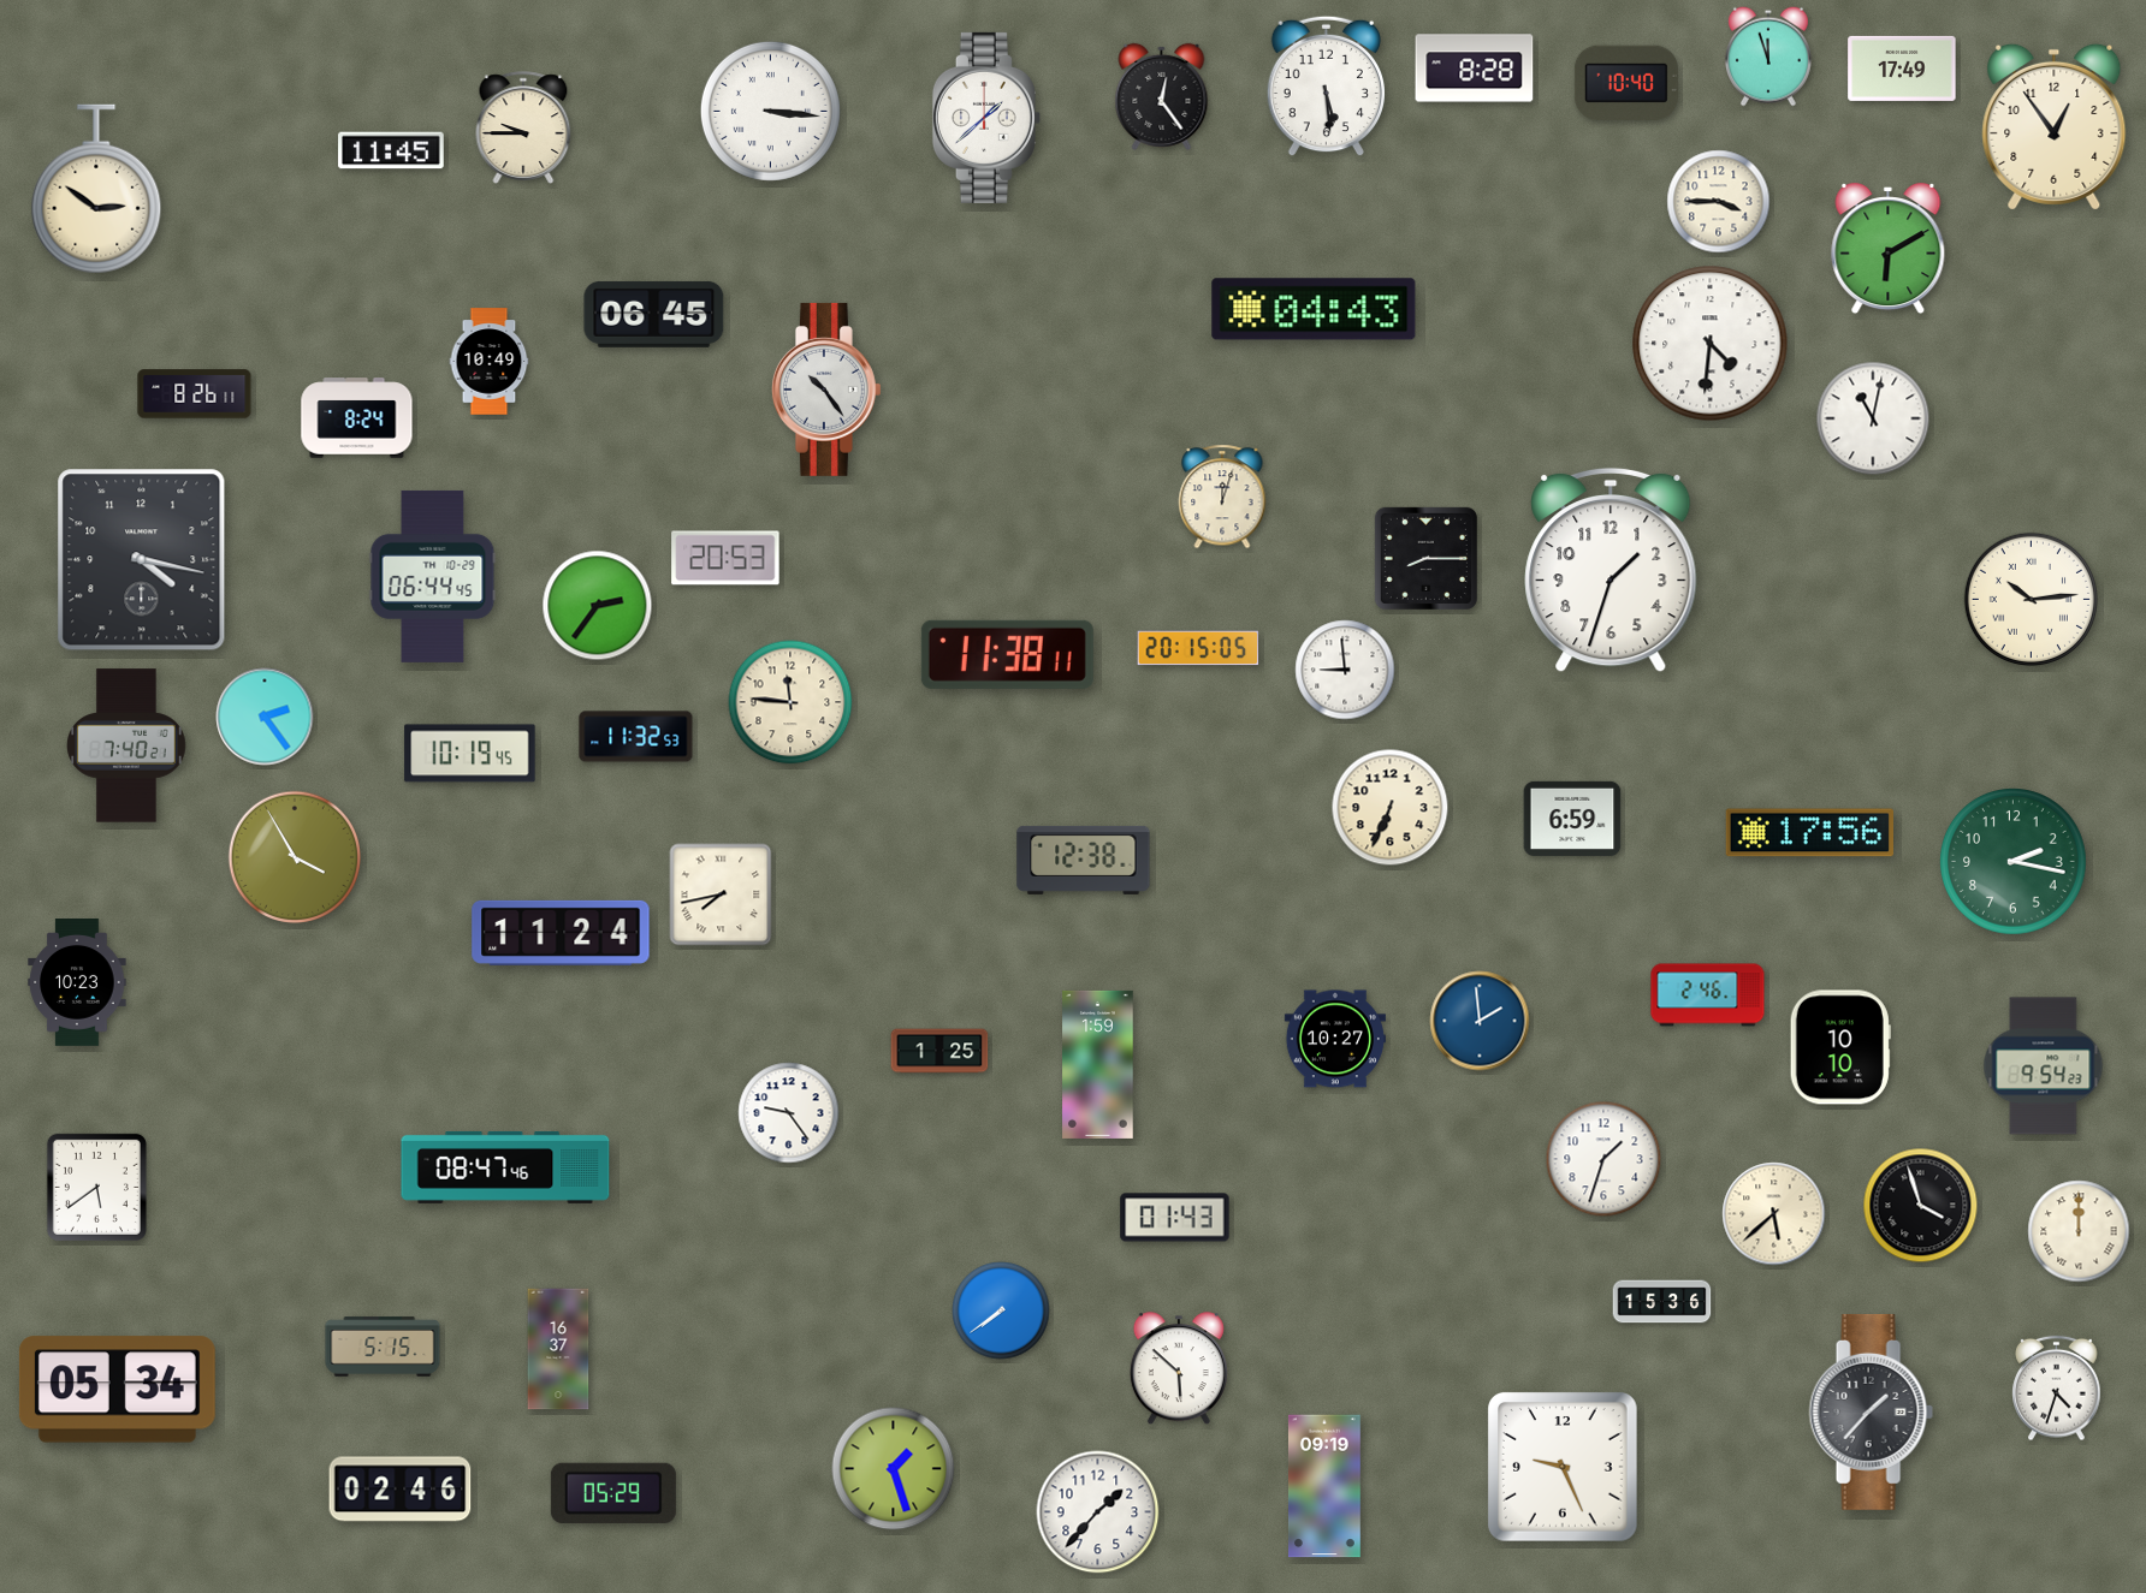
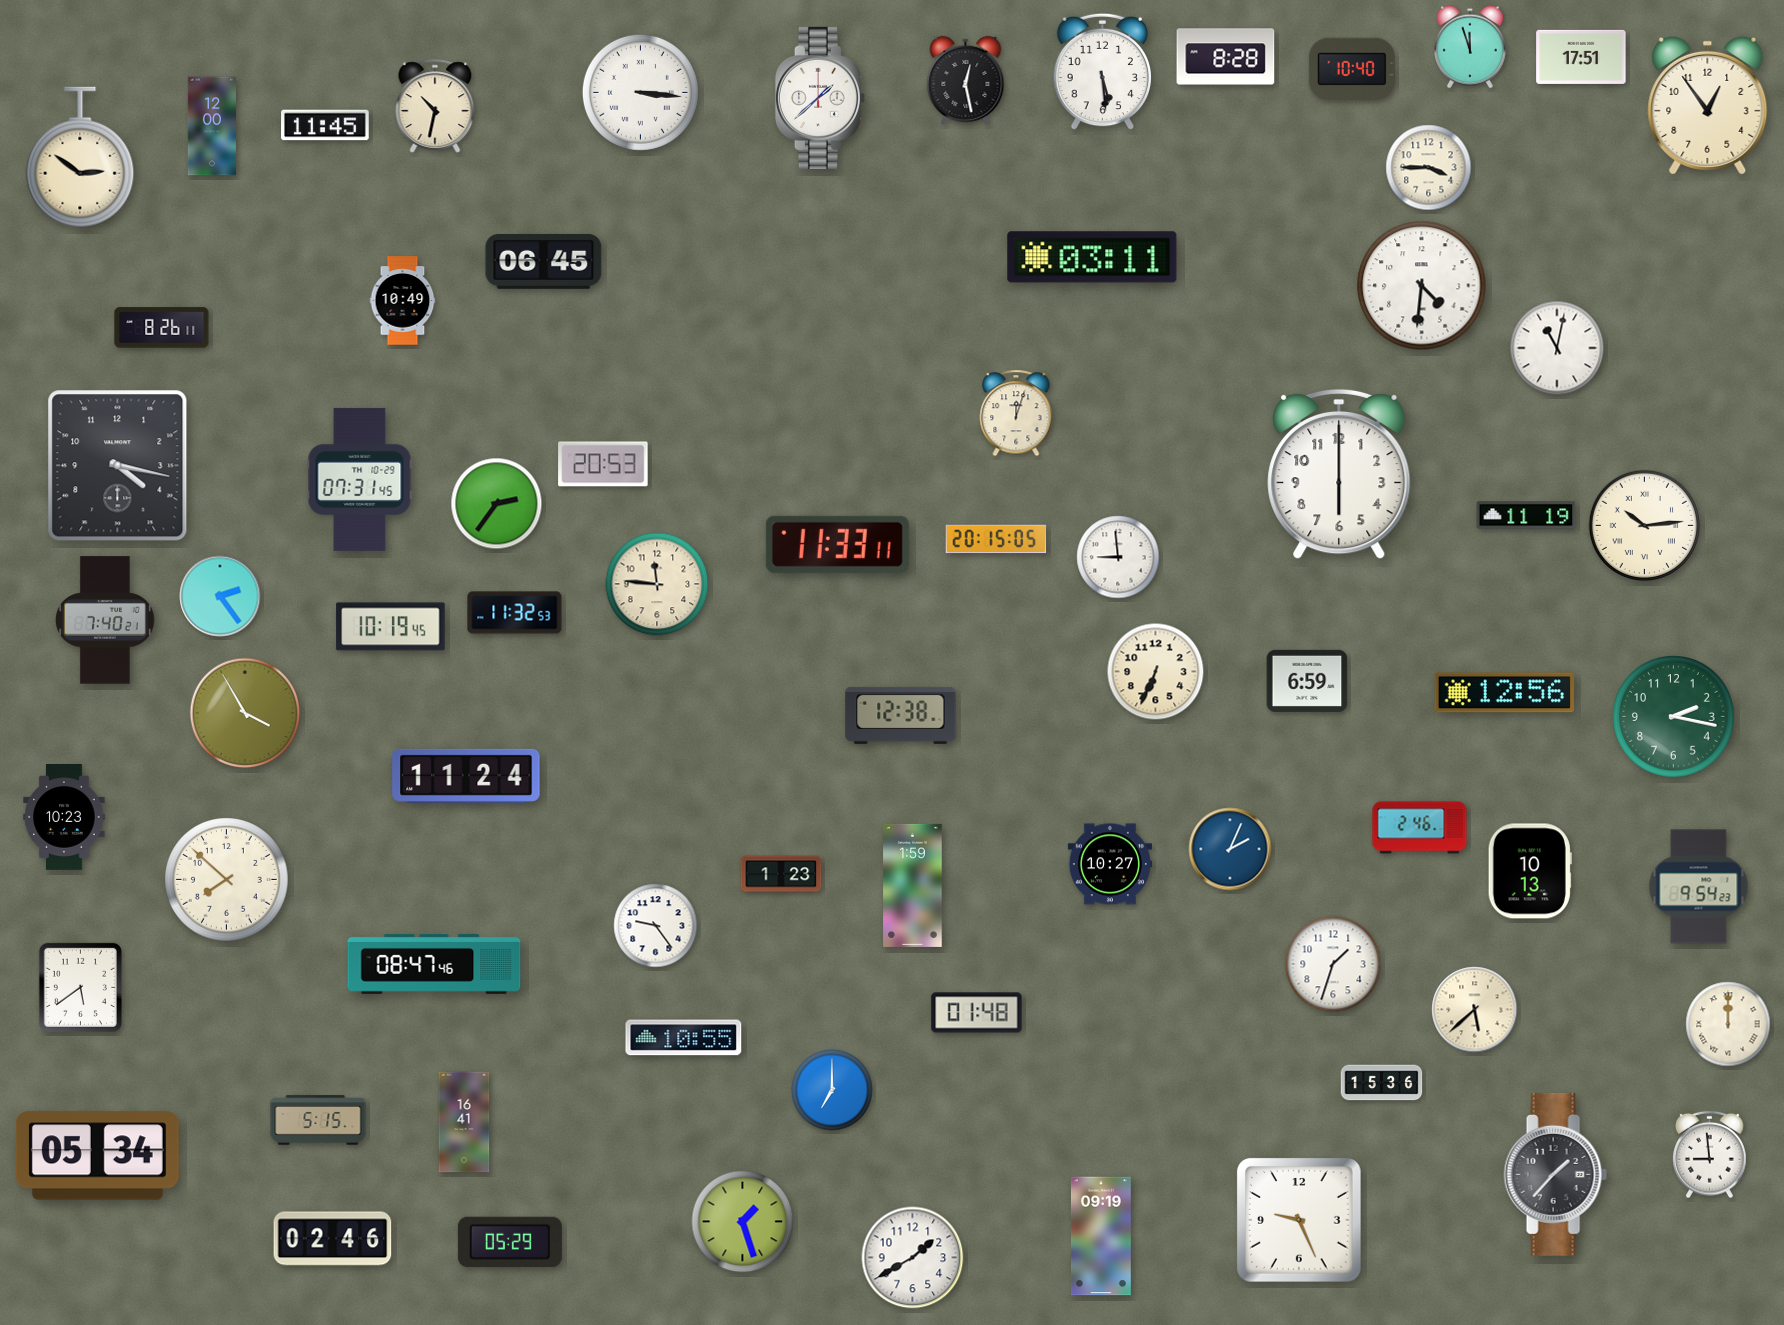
clock at (1902, 69): 17:49 -> 17:51
clock at (1162, 96): 12:24 -> 12:28
clock at (523, 127): 9:45 -> 10:32
clock at (212, 126): none -> 12:00
clock at (1889, 250): 6:10 -> none
clock at (1314, 309): 04:43 -> 03:11
clock at (490, 362) position: (490, 362) -> (403, 301)
clock at (826, 390): 10:24 -> none
clock at (357, 418): 8:24 -> none
clock at (1425, 558): 8:15 -> none
clock at (1611, 570): 1:33 -> 6:00
clock at (433, 576): 06:44 -> 07:31
clock at (2031, 599) position: (2031, 599) -> (1644, 525)
clock at (1526, 515): none -> 11:19
clock at (1007, 654): 11:38 -> 11:33
clock at (636, 737) position: (636, 737) -> (515, 613)
clock at (1809, 833): 17:56 -> 12:56
clock at (721, 894): 7:43 -> none
clock at (1480, 1021): 1:59 -> 2:04
clock at (1840, 1047): 10:10 -> 10:13
clock at (939, 1051): 1:25 -> 1:23
clock at (227, 880): none -> 7:52
clock at (505, 1167) position: (505, 1167) -> (434, 964)
clock at (1921, 1206): 3:57 -> none
clock at (1175, 1218): 01:43 -> 01:48
clock at (684, 1038): none -> 10:55
clock at (1001, 1310): 7:39 -> 7:00
clock at (558, 1349): 16:37 -> 16:41
clock at (1179, 1369): 5:52 -> none
clock at (2057, 1389): 4:33 -> 8:59
clock at (1098, 1512): 1:37 -> 1:40
